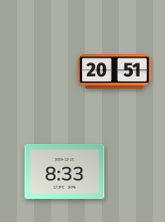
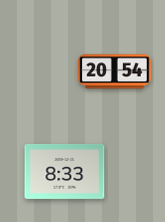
clock at (115, 72): 20:51 -> 20:54
